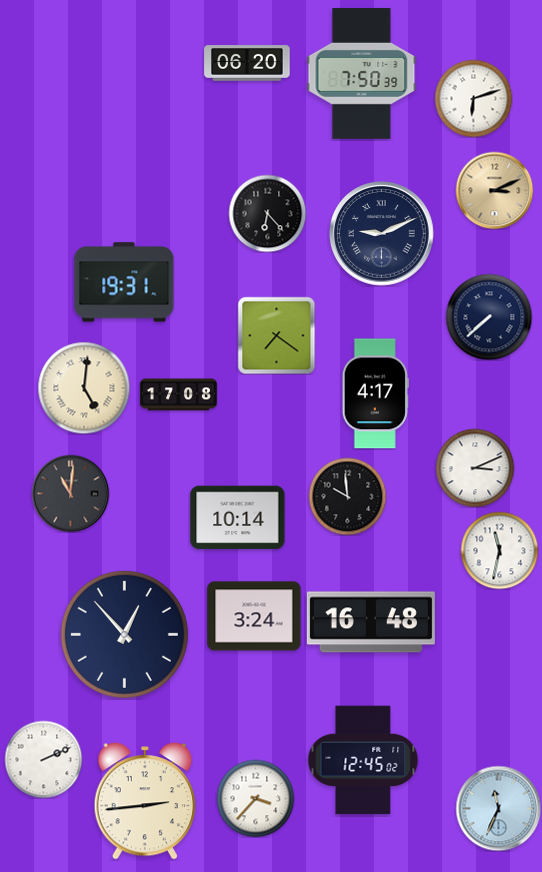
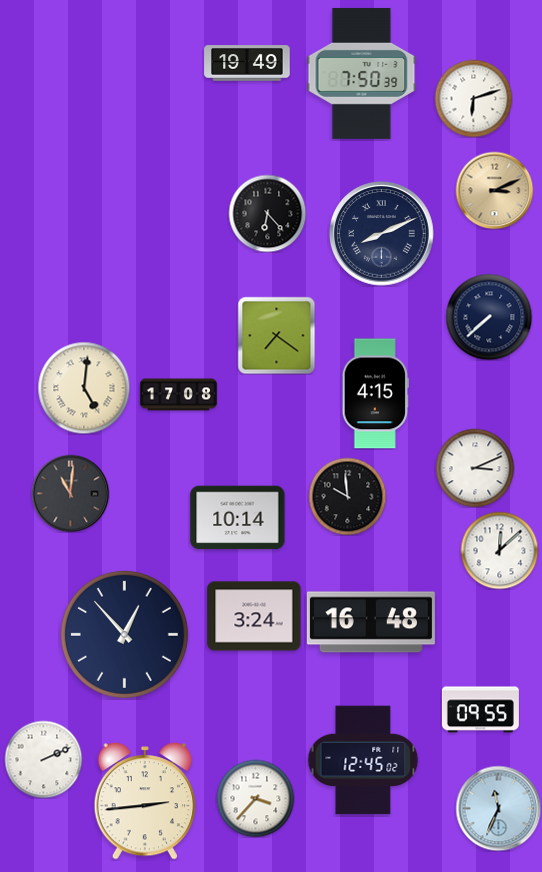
clock at (247, 63): 06:20 -> 19:49
clock at (382, 234): 9:11 -> 8:11
clock at (124, 282): 19:31 -> none
clock at (375, 394): 4:17 -> 4:15
clock at (499, 550): 11:32 -> 12:08
clock at (480, 710): none -> 09:55
